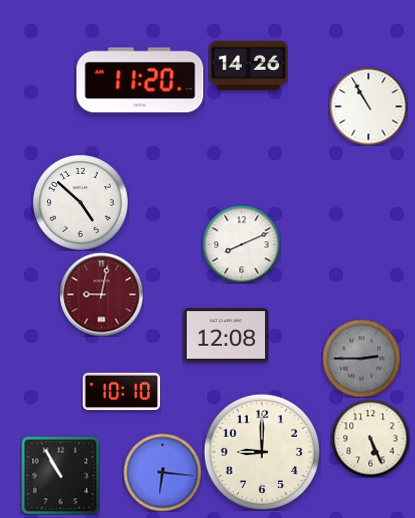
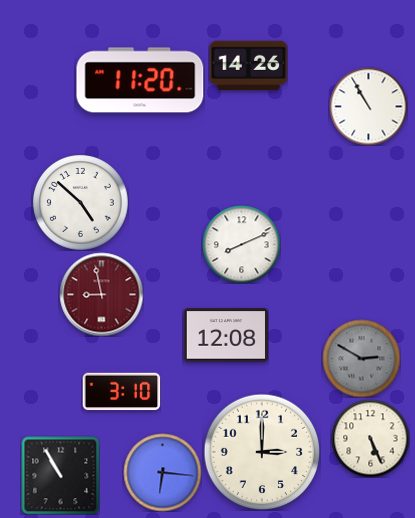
clock at (101, 294): 9:02 -> 8:58
clock at (361, 358): 2:45 -> 2:50
clock at (121, 392): 10:10 -> 3:10
clock at (262, 452): 9:00 -> 3:00
